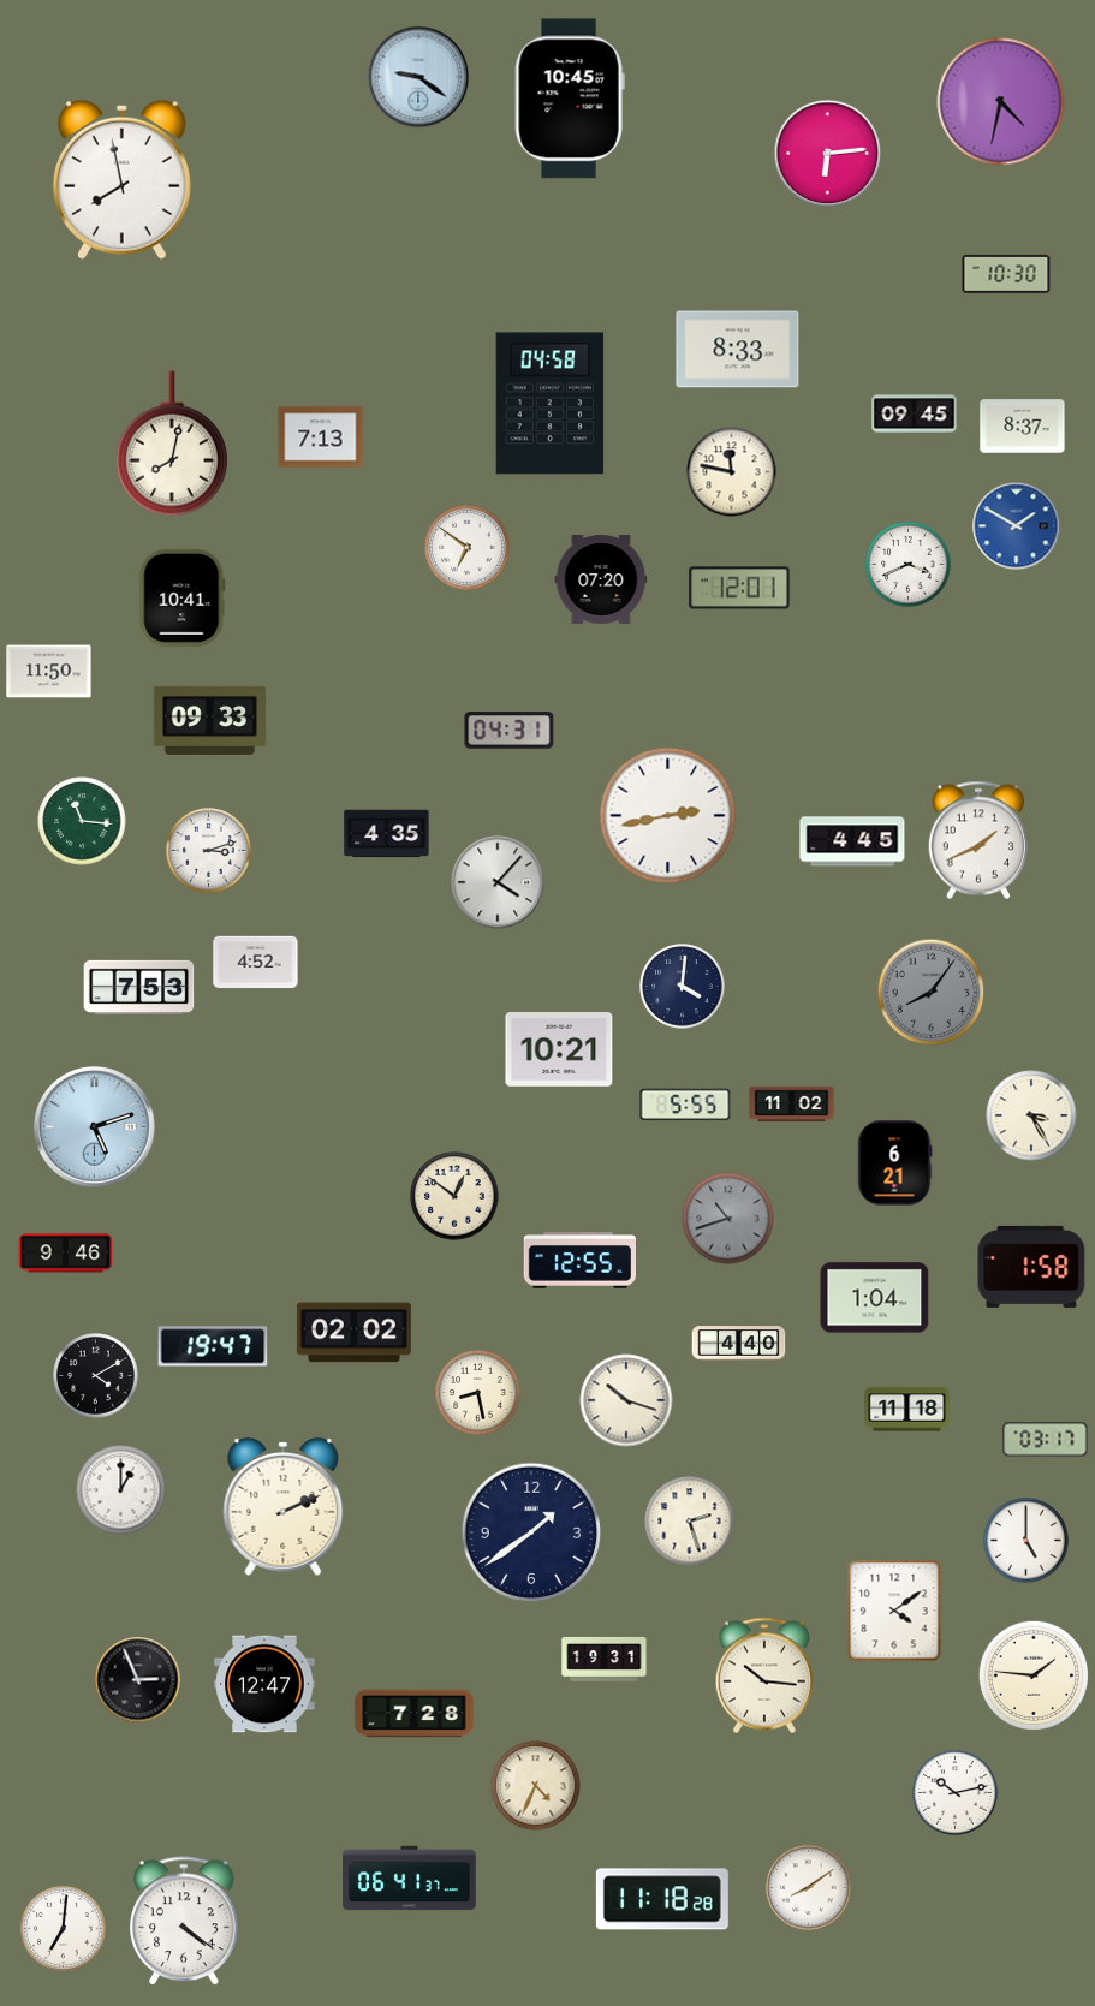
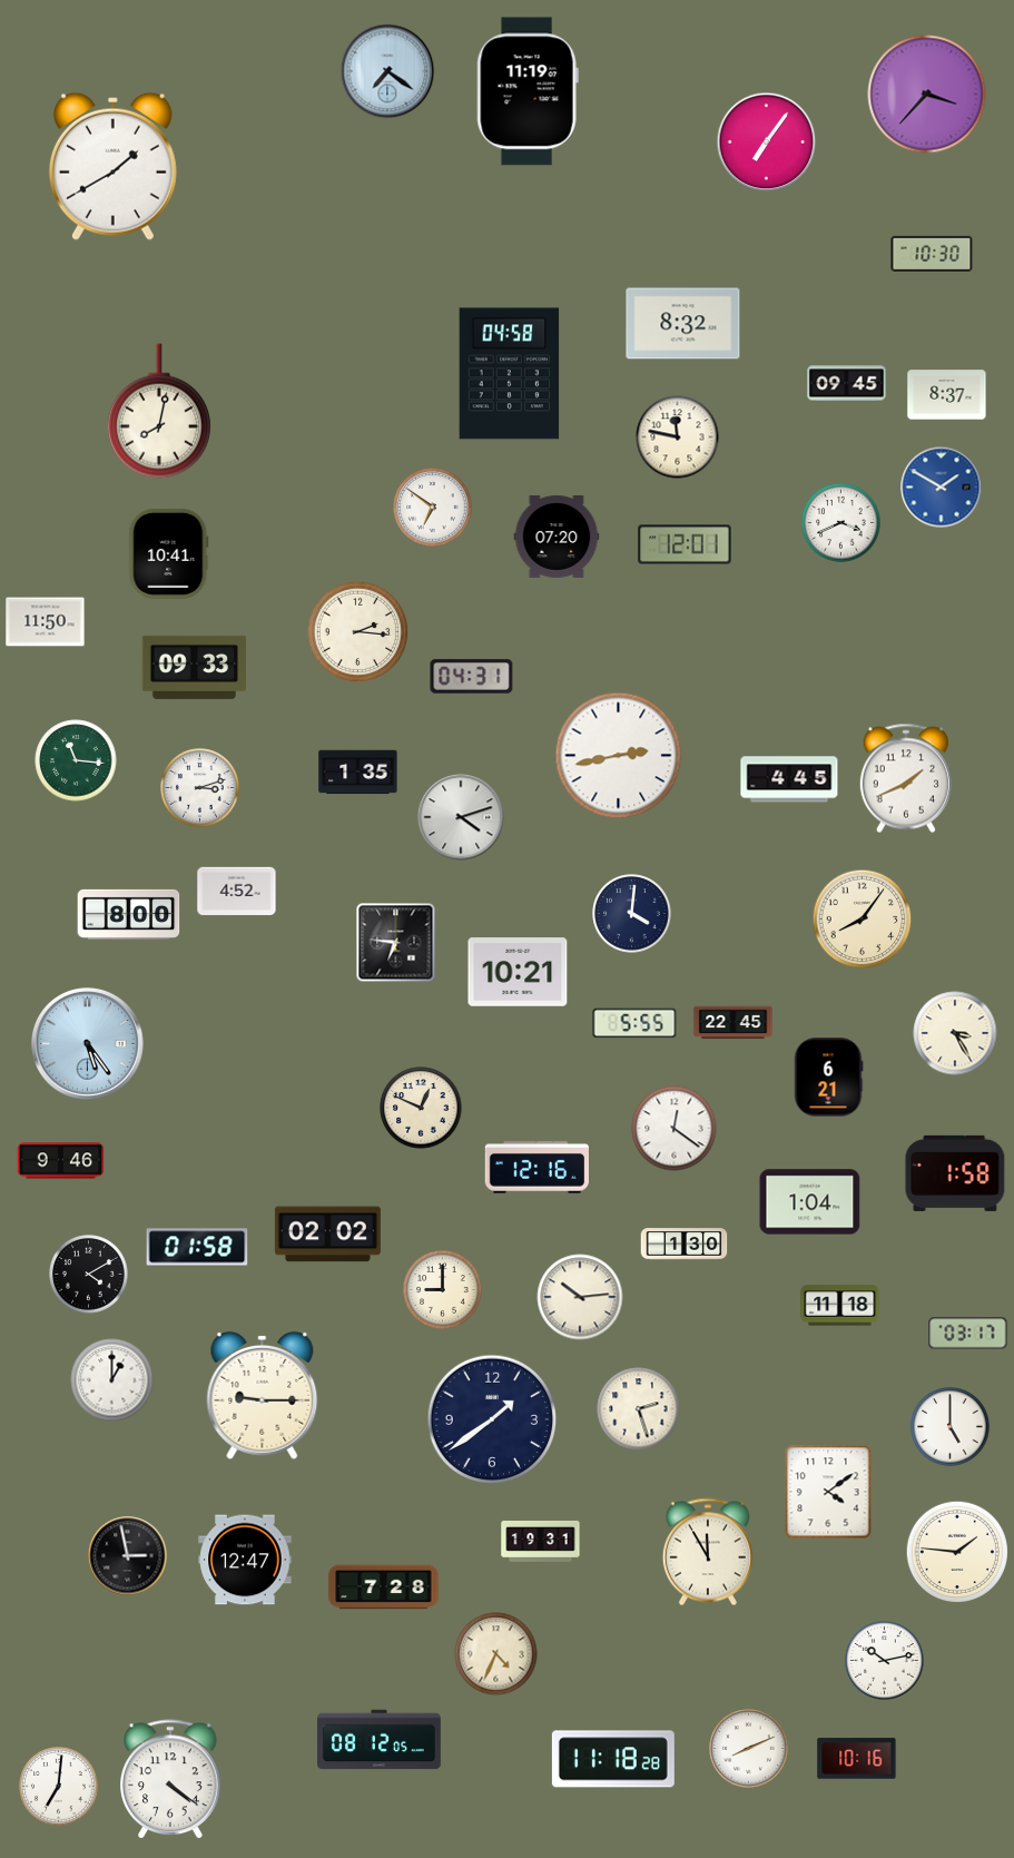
clock at (418, 77): 9:21 -> 7:21
clock at (570, 99): 10:45 -> 11:19
clock at (1001, 102): 4:32 -> 3:37
clock at (828, 154): 6:14 -> 7:06
clock at (121, 179): 7:58 -> 1:40
clock at (738, 350): 8:33 -> 8:32
clock at (321, 437): 7:13 -> none
clock at (358, 632): none -> 2:16
clock at (387, 834): 4:35 -> 1:35
clock at (209, 851) position: (209, 851) -> (200, 788)
clock at (498, 882): 4:07 -> 4:12
clock at (139, 987): 7:53 -> 8:00
clock at (932, 993) dial: grey -> cream
clock at (396, 943): none -> 6:46
clock at (792, 1105): 11:02 -> 22:45
clock at (95, 1127): 5:12 -> 5:24
clock at (454, 1196): 12:51 -> 12:49
clock at (728, 1219): 10:42 -> 12:21
clock at (728, 1219) dial: grey -> white
clock at (581, 1261): 12:55 -> 12:16
clock at (739, 1344): 4:40 -> 1:30
clock at (213, 1346): 19:47 -> 01:58
clock at (478, 1393): 8:28 -> 9:00
clock at (626, 1400): 10:18 -> 10:14
clock at (284, 1506): 2:11 -> 9:15
clock at (605, 1659) position: (605, 1659) -> (541, 1541)
clock at (764, 1675): 10:16 -> 11:55
clock at (138, 1680): 2:56 -> 2:58
clock at (410, 1879): 06:41 -> 08:12
clock at (809, 1888): 8:09 -> 8:11
clock at (857, 1759): none -> 10:16
